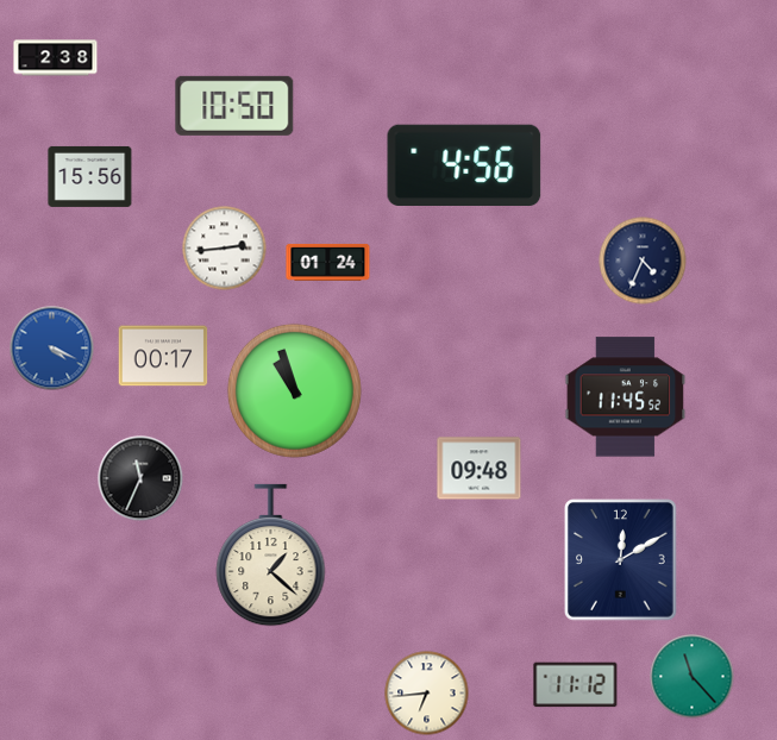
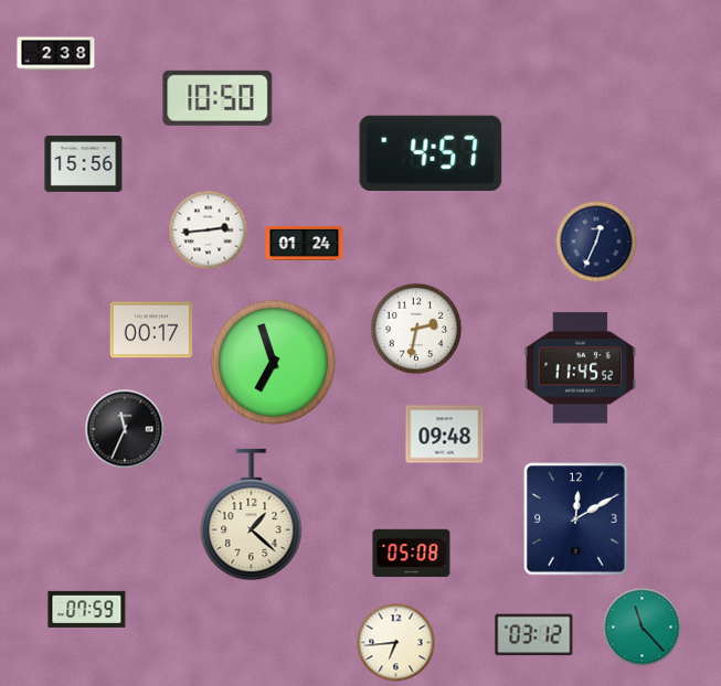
clock at (56, 58) position: (56, 58) -> (56, 54)
clock at (464, 164): 4:56 -> 4:57
clock at (643, 261): 4:34 -> 12:34
clock at (52, 349): 4:19 -> none
clock at (416, 329): none -> 2:32
clock at (294, 390): 10:57 -> 6:57
clock at (140, 478) position: (140, 478) -> (125, 429)
clock at (412, 554): none -> 05:08
clock at (87, 609): none -> 07:59
clock at (576, 685): 11:12 -> 03:12
